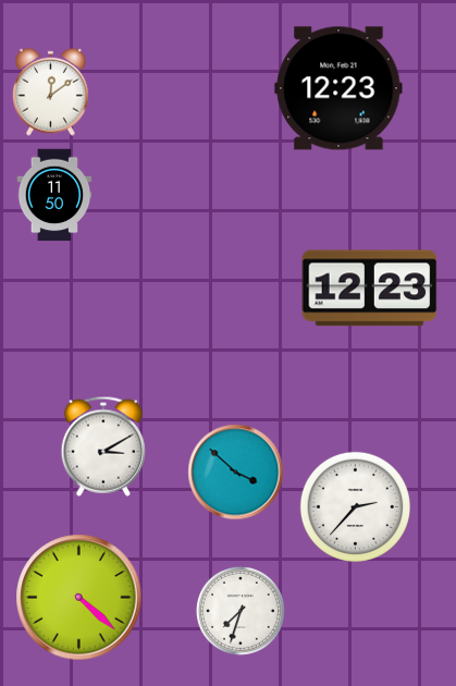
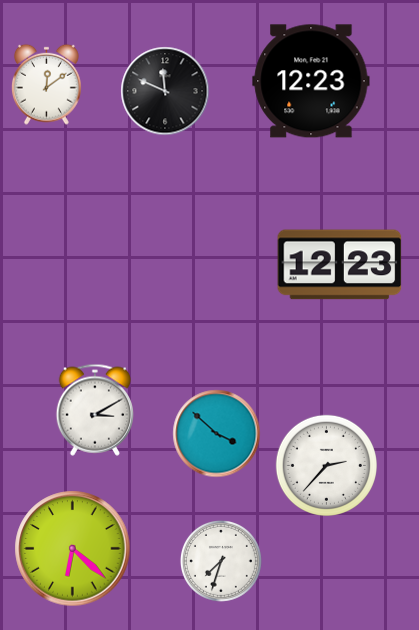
clock at (165, 91): none -> 11:49
clock at (54, 195): 11:50 -> none
clock at (79, 598): 4:22 -> 6:22
